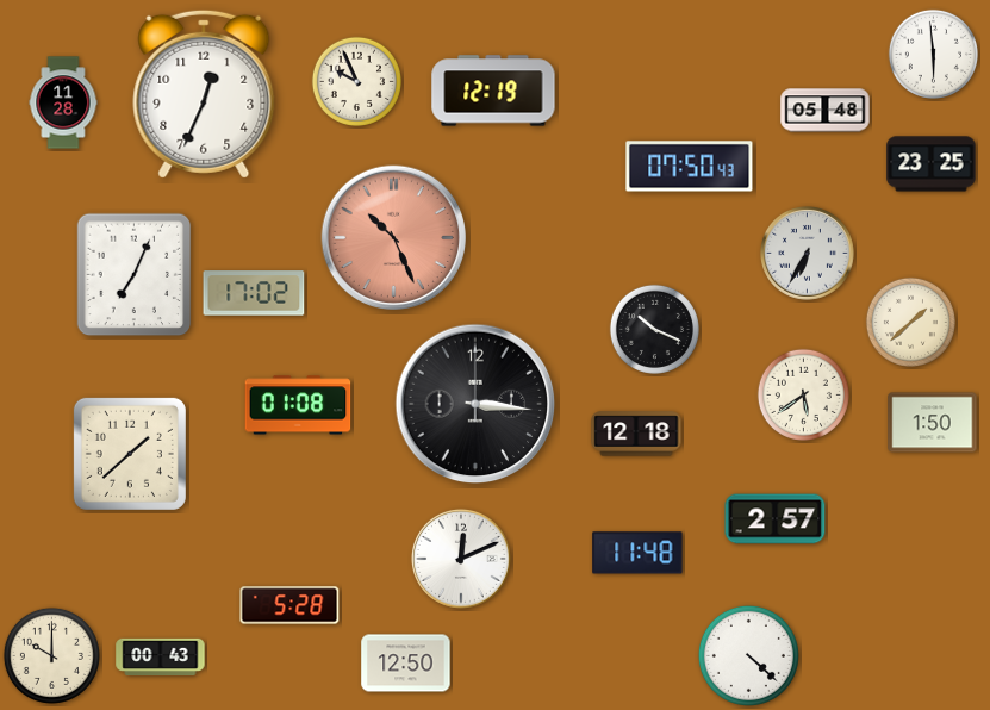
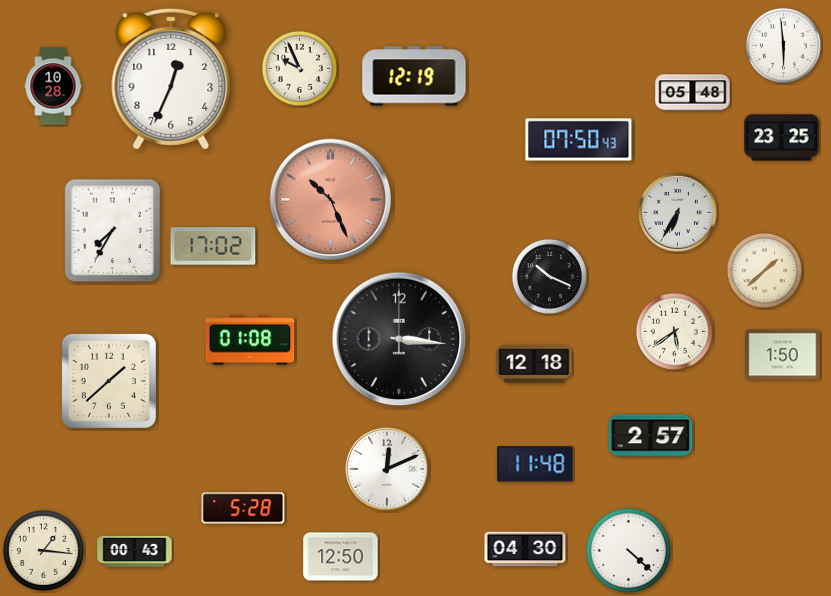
clock at (63, 102): 11:28 -> 10:28
clock at (135, 275): 7:04 -> 7:35
clock at (525, 549): none -> 04:30
clock at (51, 655): 10:00 -> 1:16
